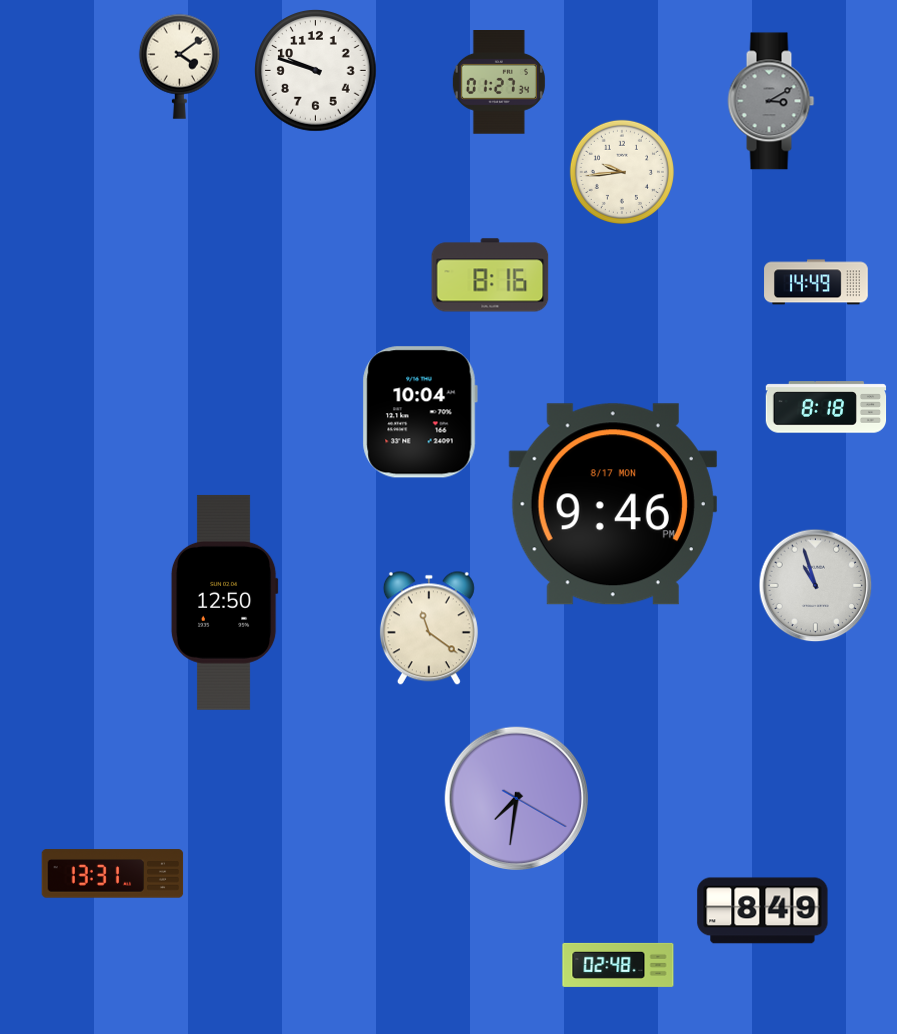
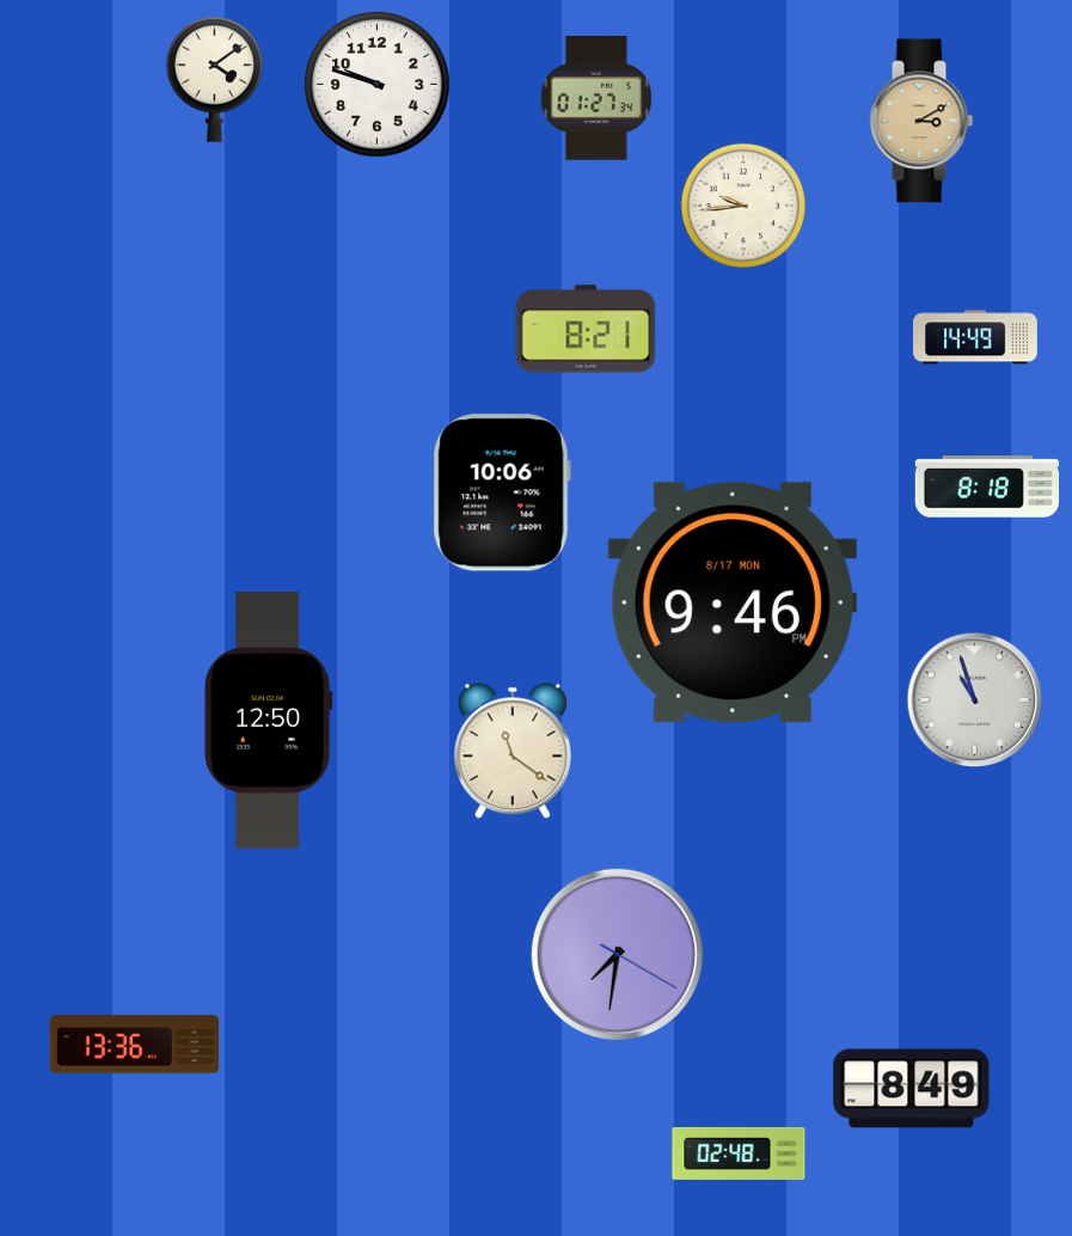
clock at (771, 101) dial: grey -> champagne
clock at (490, 275): 8:16 -> 8:21
clock at (420, 412): 10:04 -> 10:06
clock at (113, 874): 13:31 -> 13:36
